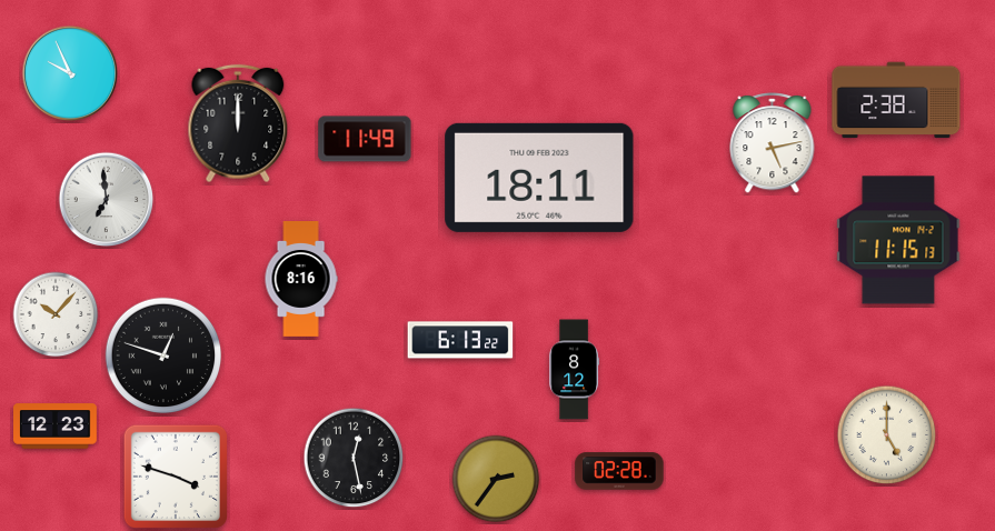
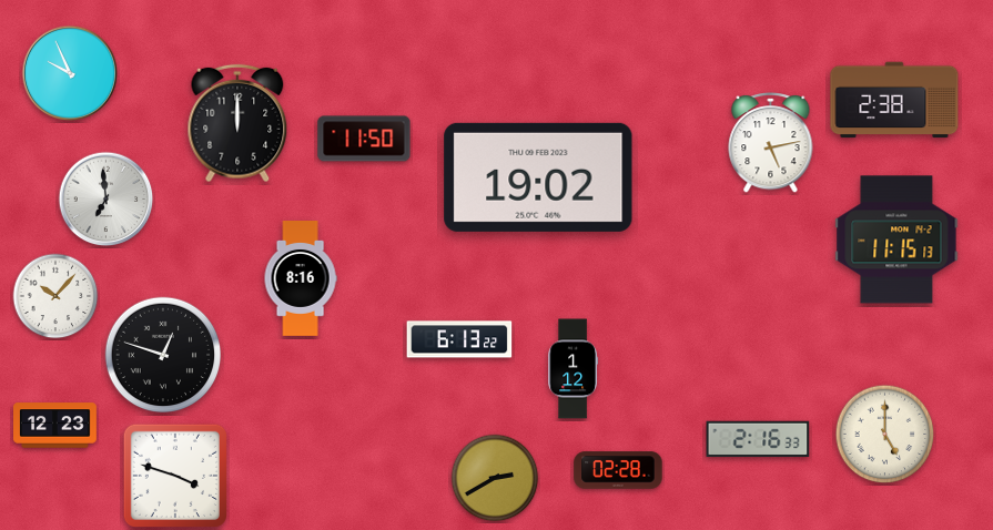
clock at (365, 139): 11:49 -> 11:50
clock at (539, 178): 18:11 -> 19:02
clock at (56, 314) position: (56, 314) -> (55, 296)
clock at (574, 370): 8:12 -> 1:12
clock at (758, 439): none -> 2:16
clock at (354, 458): 12:28 -> none
clock at (496, 479): 2:36 -> 2:40
